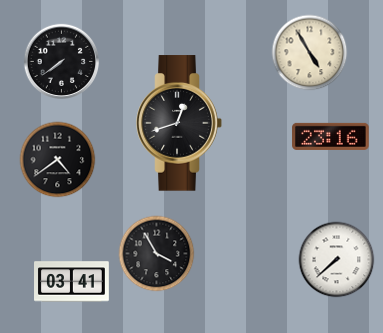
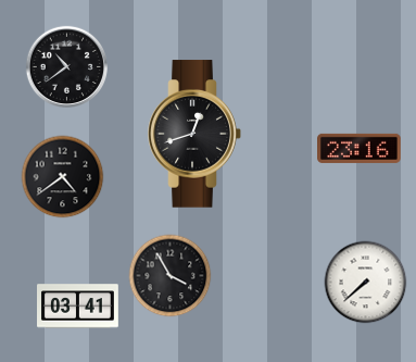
clock at (310, 53): 4:55 -> none
clock at (61, 61): 7:39 -> 10:39
clock at (58, 160) position: (58, 160) -> (63, 177)
